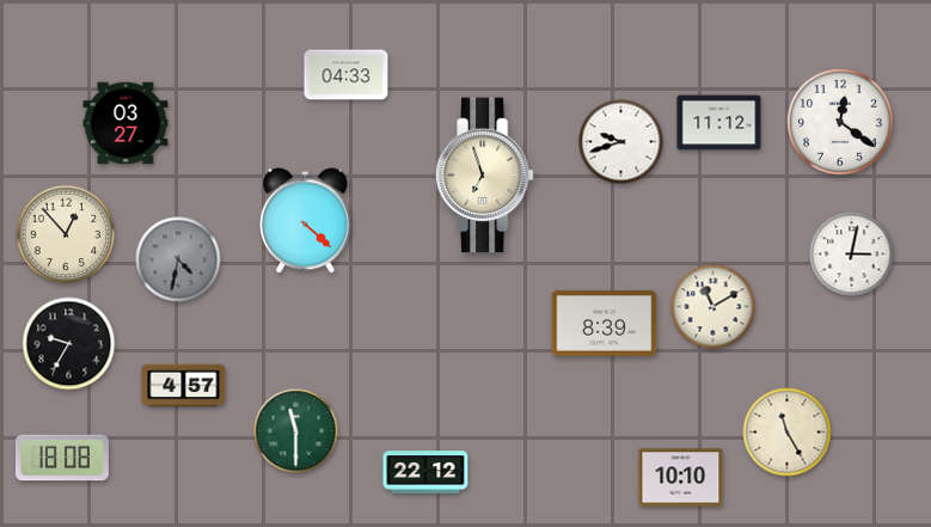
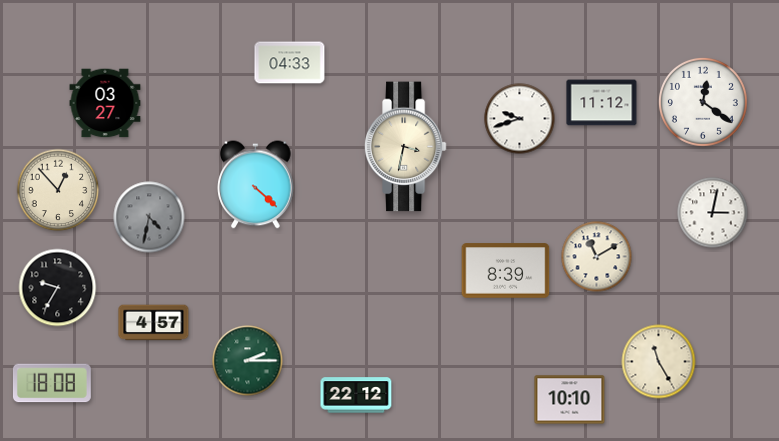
clock at (484, 176): 6:57 -> 3:32
clock at (66, 234) position: (66, 234) -> (58, 190)
clock at (296, 431): 11:30 -> 2:15
